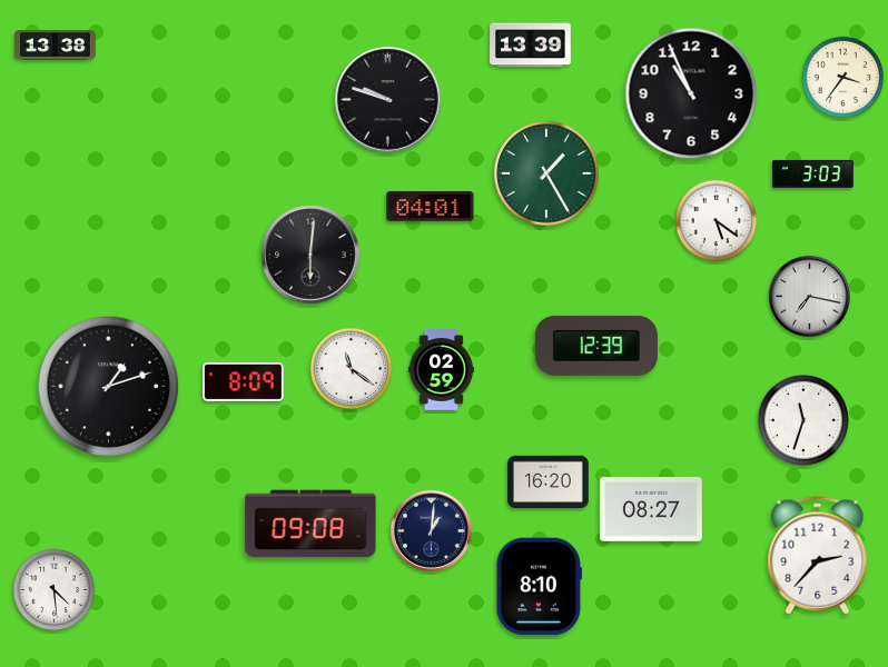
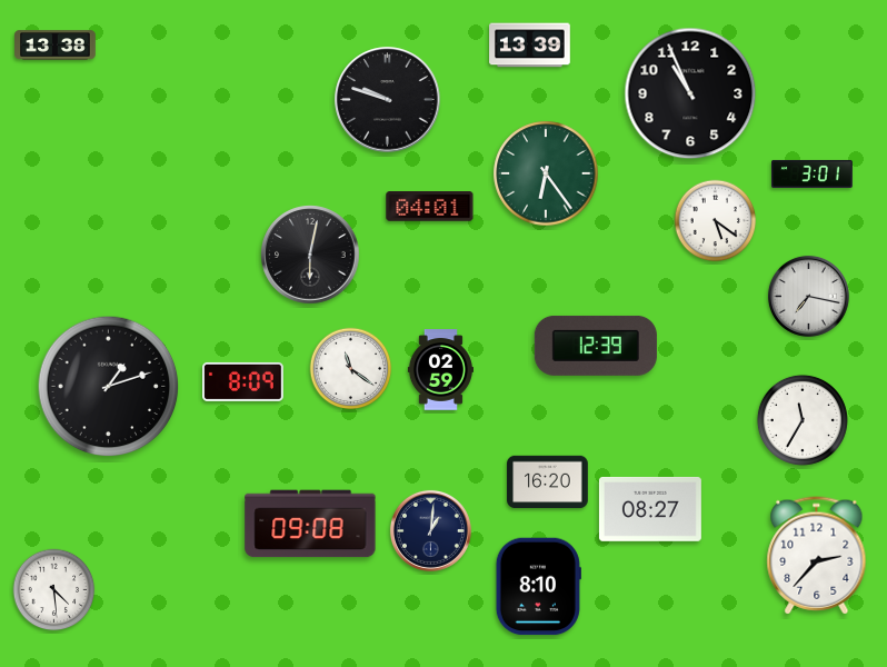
clock at (843, 78): 3:36 -> none
clock at (546, 173): 1:25 -> 6:24
clock at (813, 173): 3:03 -> 3:01
clock at (310, 255): 6:01 -> 6:02
clock at (803, 420): 11:33 -> 11:35
